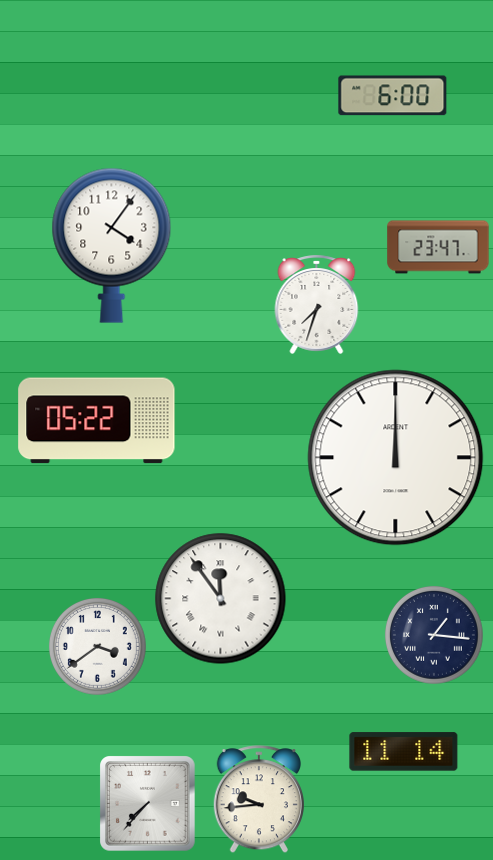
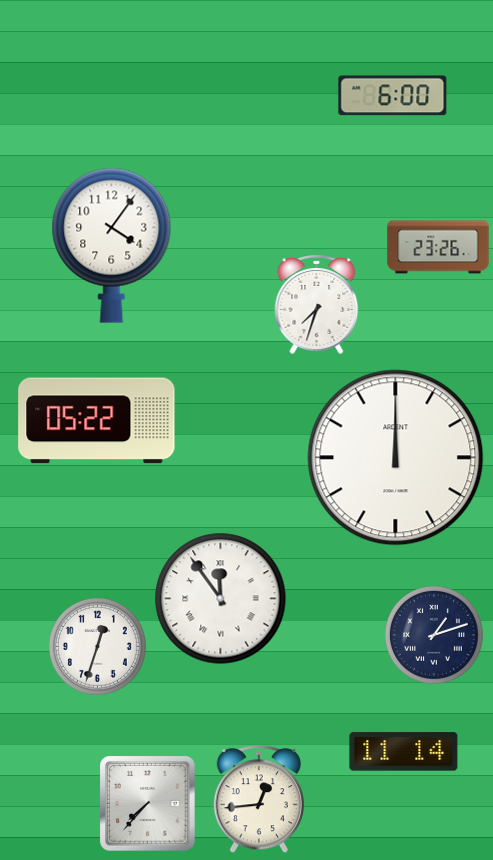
clock at (438, 247): 23:47 -> 23:26
clock at (434, 635): 1:16 -> 1:12
clock at (97, 646): 3:39 -> 12:33
clock at (259, 800): 9:44 -> 12:44
